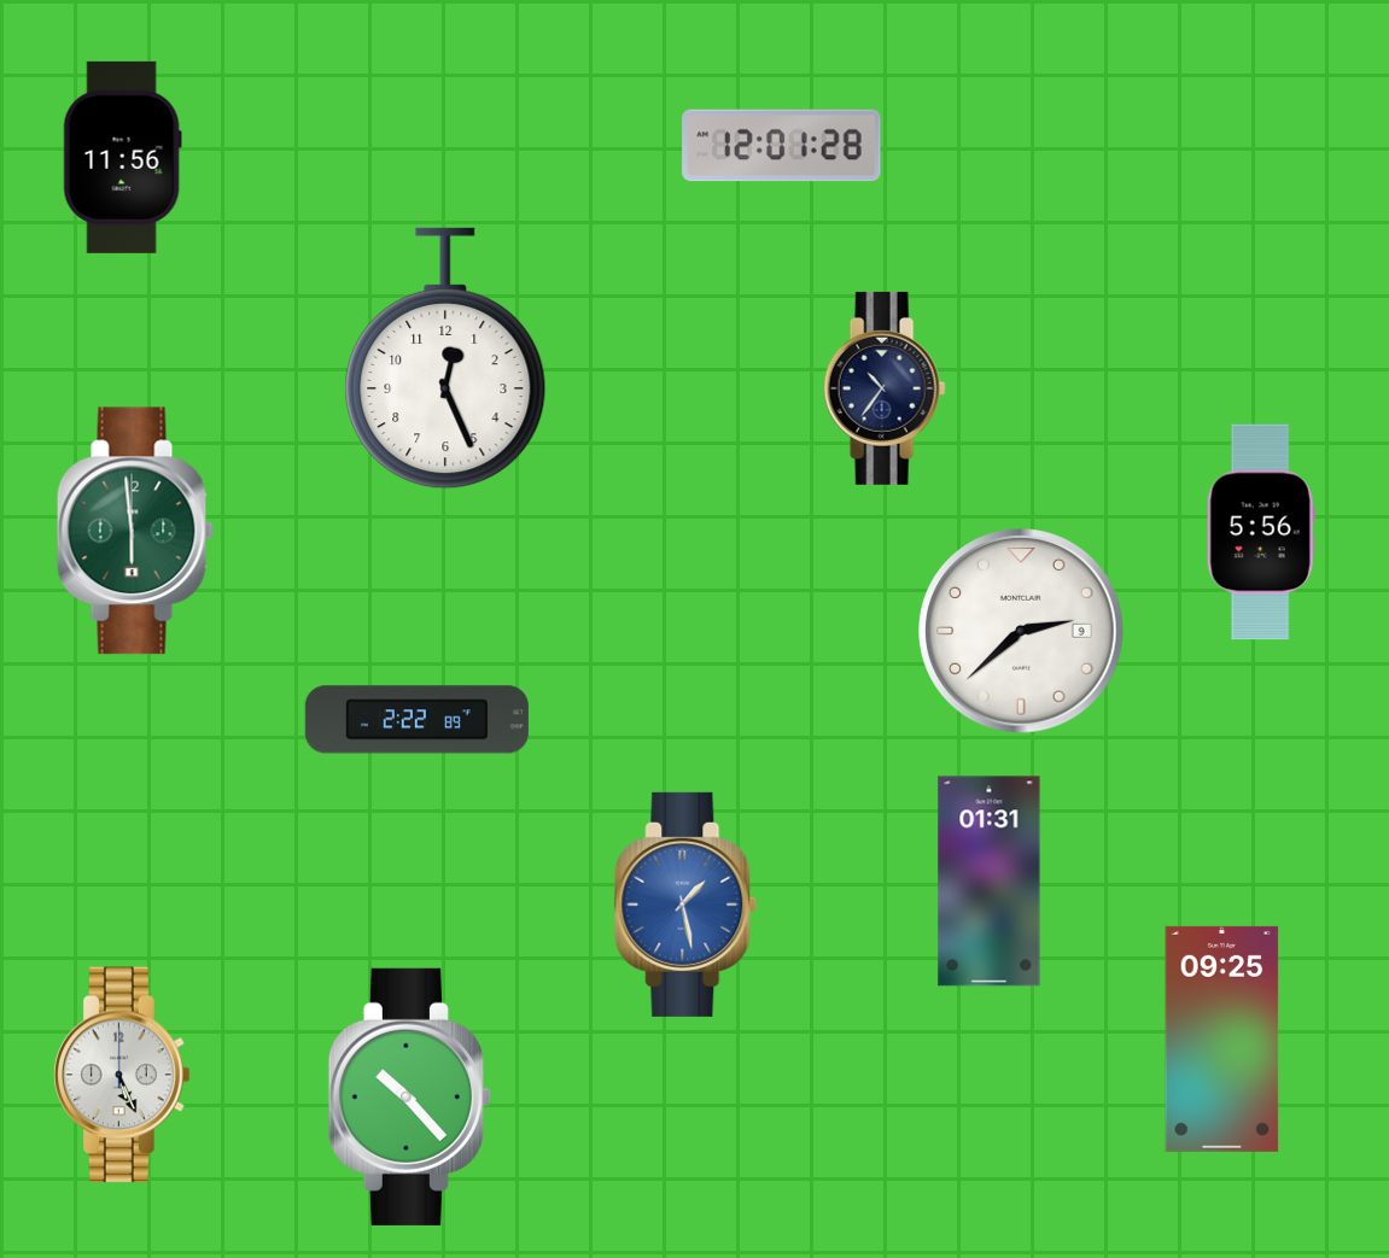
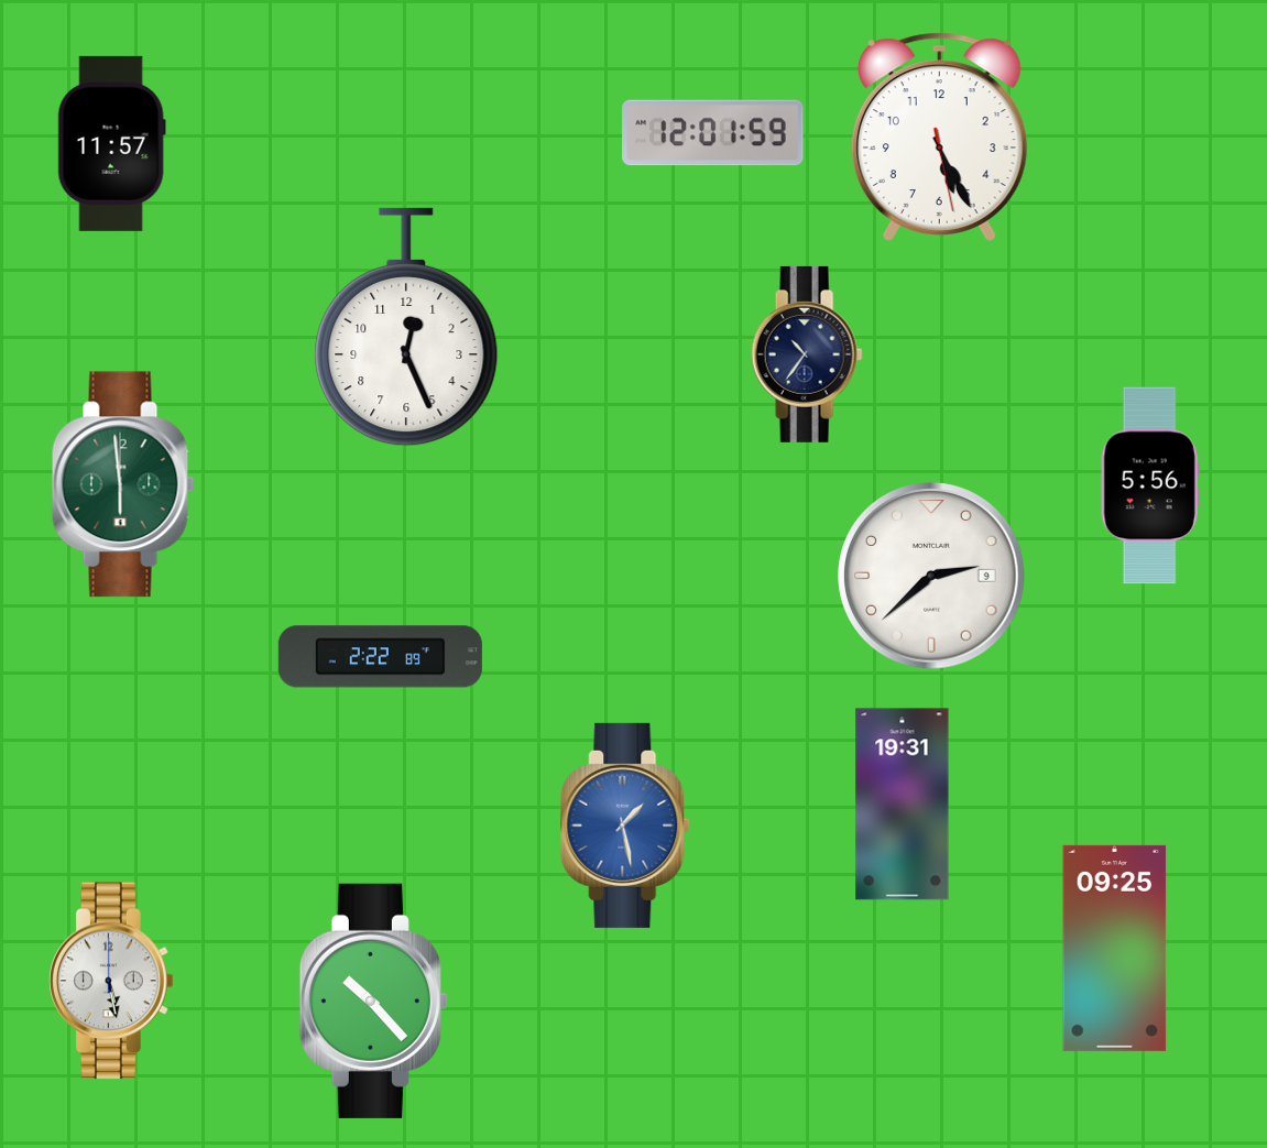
clock at (782, 146): 12:01:28 -> 12:01:59
clock at (939, 136): none -> 5:25
clock at (122, 157): 11:56 -> 11:57
clock at (990, 882): 01:31 -> 19:31
clock at (122, 1075): 5:26 -> 5:28
